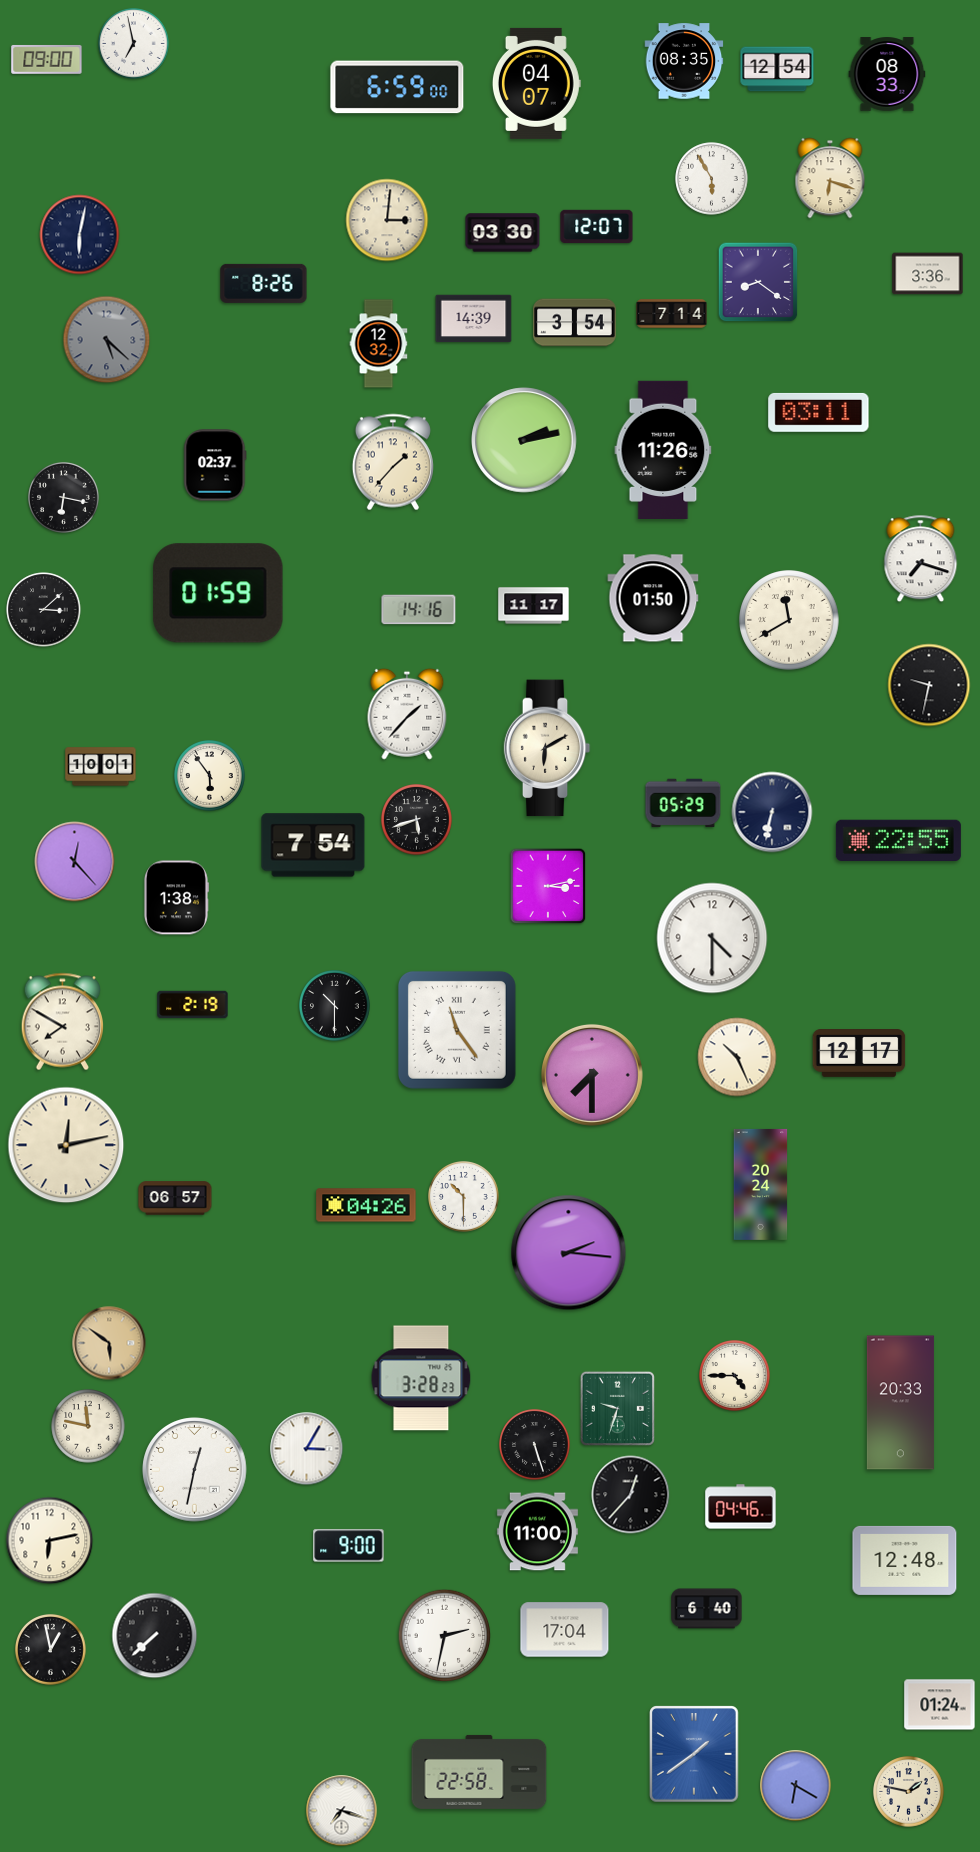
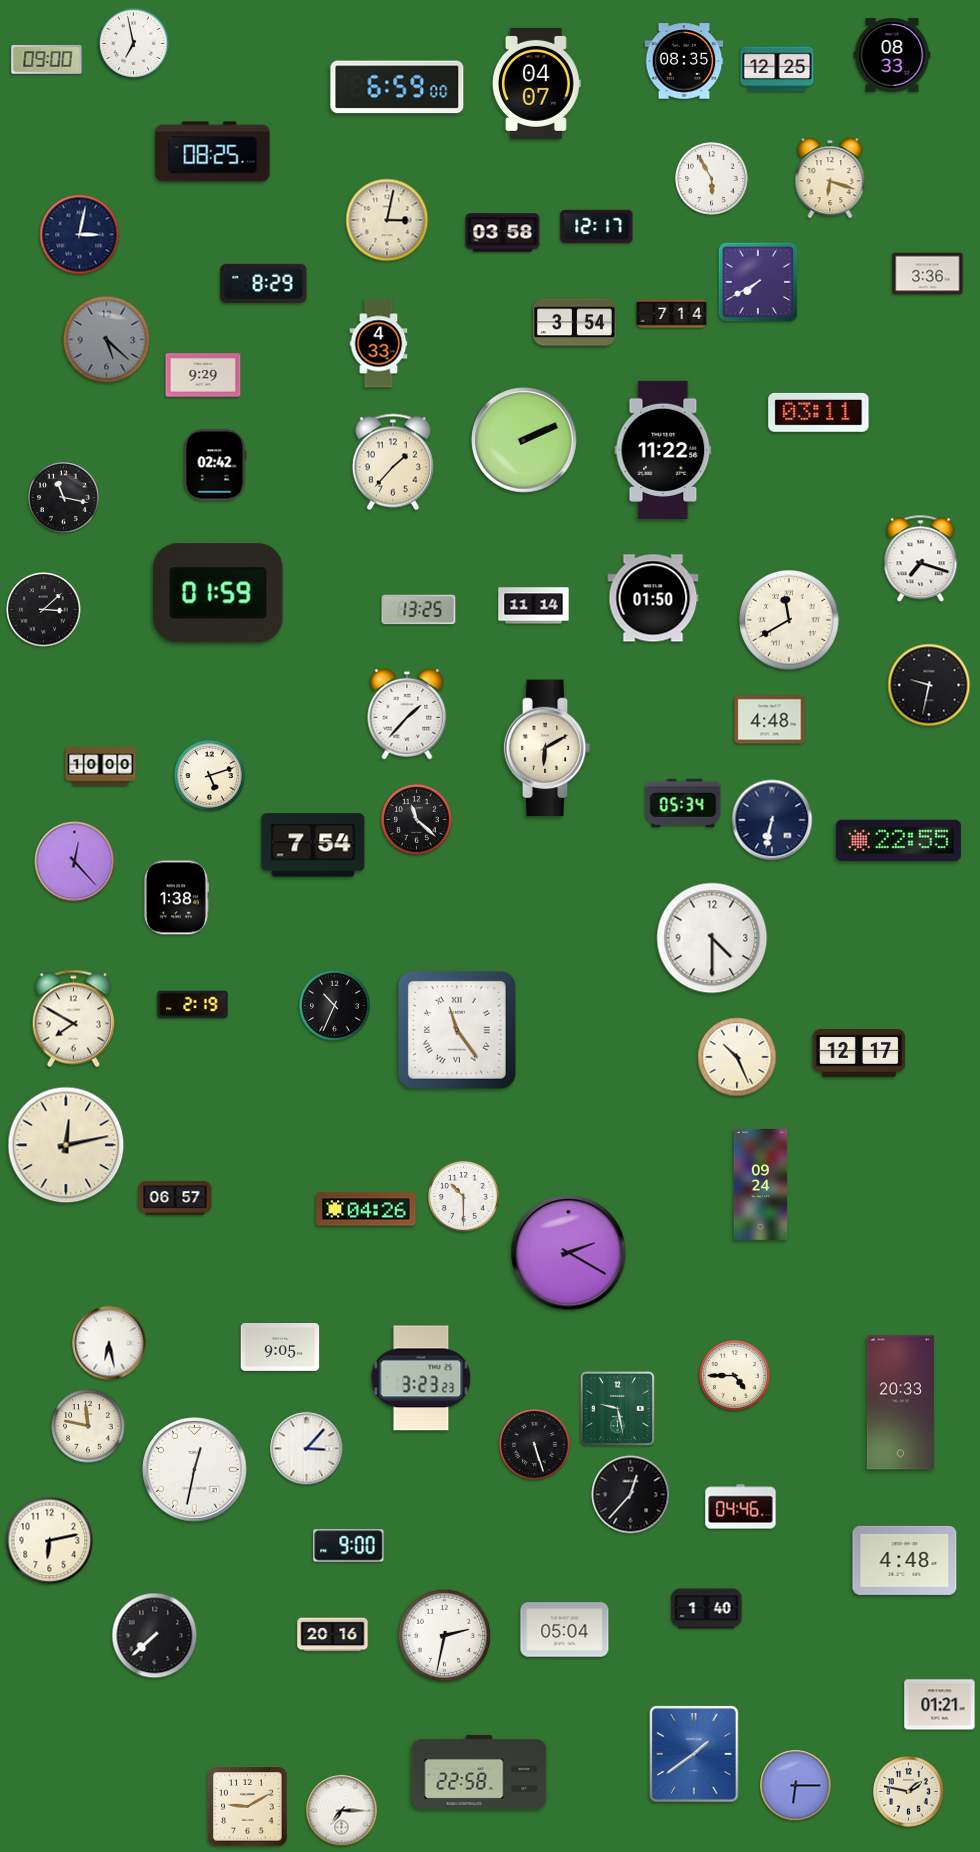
clock at (777, 69): 12:54 -> 12:25
clock at (887, 74) position: (887, 74) -> (892, 55)
clock at (213, 152): none -> 08:25
clock at (387, 220): 3:01 -> 3:02
clock at (597, 227): 12:07 -> 12:17
clock at (503, 233): 03:30 -> 03:58
clock at (80, 235): 6:02 -> 3:02
clock at (758, 282): 8:21 -> 7:40
clock at (264, 283): 8:26 -> 8:29
clock at (474, 319): 14:39 -> none
clock at (379, 344): 12:32 -> 4:33
clock at (203, 375): none -> 9:29
clock at (524, 440): 2:13 -> 2:11
clock at (663, 449): 11:26 -> 11:22
clock at (215, 465): 02:37 -> 02:42
clock at (64, 498): 6:17 -> 11:17
clock at (534, 606): 11:17 -> 11:14
clock at (419, 610): 14:16 -> 13:25
clock at (770, 720): none -> 4:48
clock at (101, 767): 10:01 -> 10:00
clock at (210, 776): 5:54 -> 5:12
clock at (683, 803): 05:29 -> 05:34
clock at (772, 812) position: (772, 812) -> (772, 820)
clock at (417, 820): 5:42 -> 11:22
clock at (548, 886): 3:13 -> none
clock at (335, 1006): 10:30 -> 10:34
clock at (62, 1022) position: (62, 1022) -> (73, 1019)
clock at (592, 1075): 7:30 -> none
clock at (761, 1184): 20:24 -> 09:24
clock at (366, 1205) position: (366, 1205) -> (366, 1209)
clock at (569, 1253): 2:16 -> 2:20
clock at (109, 1343): 5:51 -> 6:28
clock at (109, 1343) dial: champagne -> white
clock at (280, 1348): none -> 9:05
clock at (421, 1378): 3:28 -> 3:23
clock at (617, 1408): 9:33 -> 9:28
clock at (307, 1449): 3:05 -> 3:07
clock at (537, 1532): 11:00 -> none
clock at (905, 1560): 12:48 -> 4:48
clock at (707, 1609): 6:40 -> 1:40
clock at (565, 1630): 17:04 -> 05:04
clock at (333, 1635): none -> 20:16
clock at (51, 1650): 12:58 -> none
clock at (940, 1705): 01:24 -> 01:21
clock at (796, 1786): 6:20 -> 6:15
clock at (248, 1807): none -> 9:10
clock at (342, 1811): 7:18 -> 7:15
